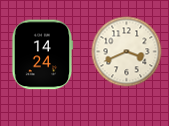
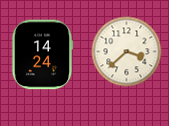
clock at (127, 52): 3:41 -> 3:38
